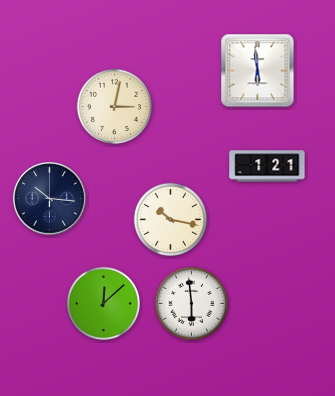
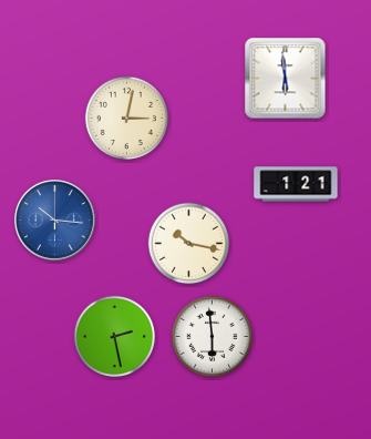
clock at (50, 199) dial: navy -> blue
clock at (104, 304): 12:08 -> 2:28
